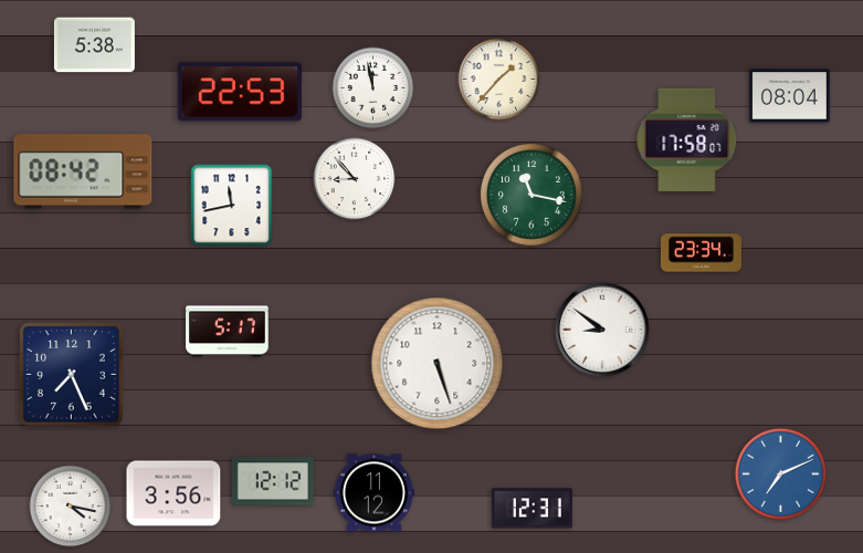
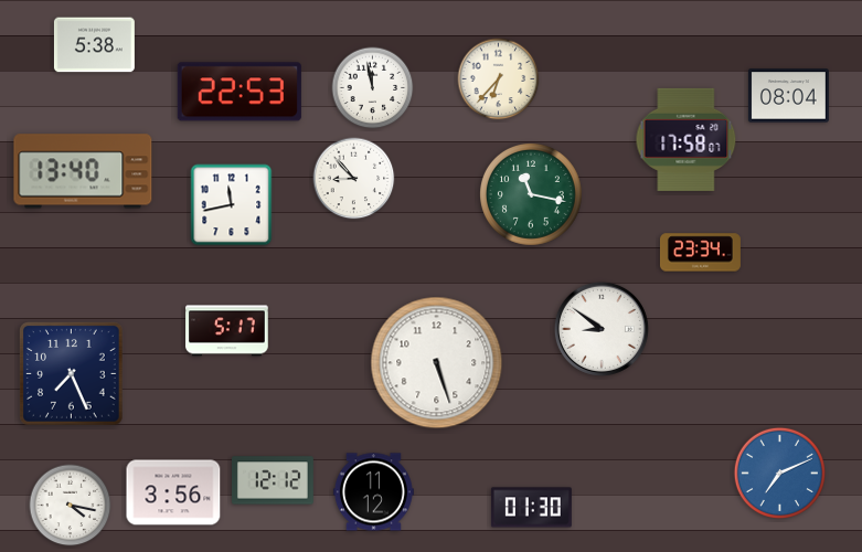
clock at (499, 80): 1:37 -> 6:37
clock at (83, 171): 08:42 -> 13:40
clock at (532, 509): 12:31 -> 01:30
